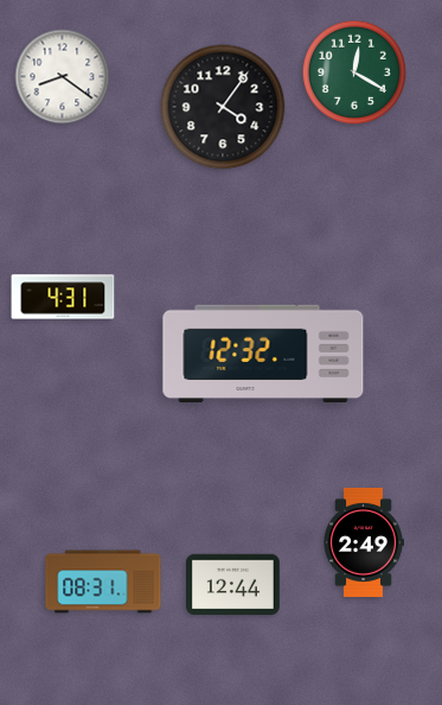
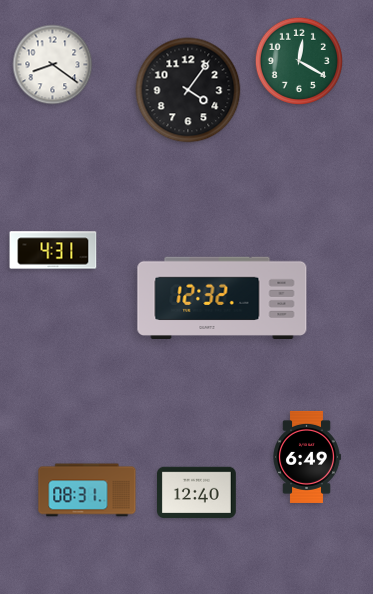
clock at (364, 542): 2:49 -> 6:49
clock at (233, 585): 12:44 -> 12:40
